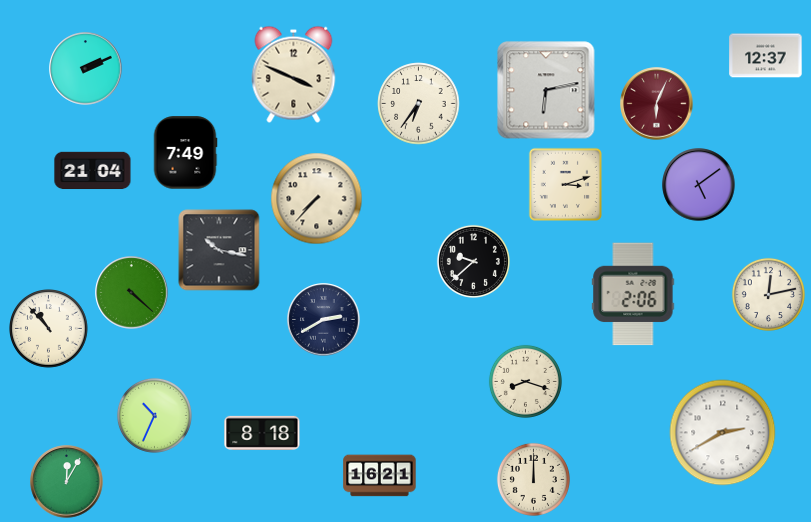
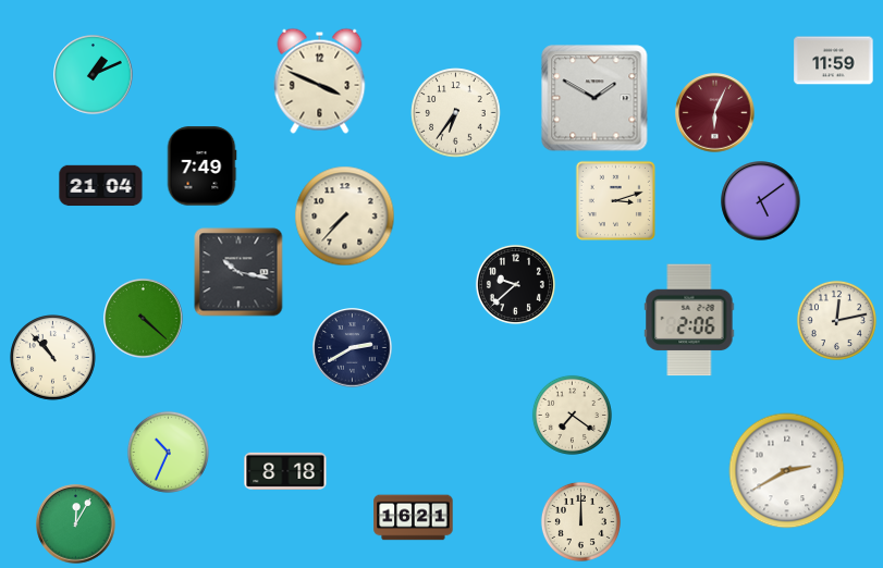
clock at (766, 56): 12:37 -> 11:59
clock at (86, 69): 2:11 -> 1:11
clock at (546, 90): 6:13 -> 1:50
clock at (525, 381): 8:18 -> 7:21
clock at (67, 482) position: (67, 482) -> (76, 524)
